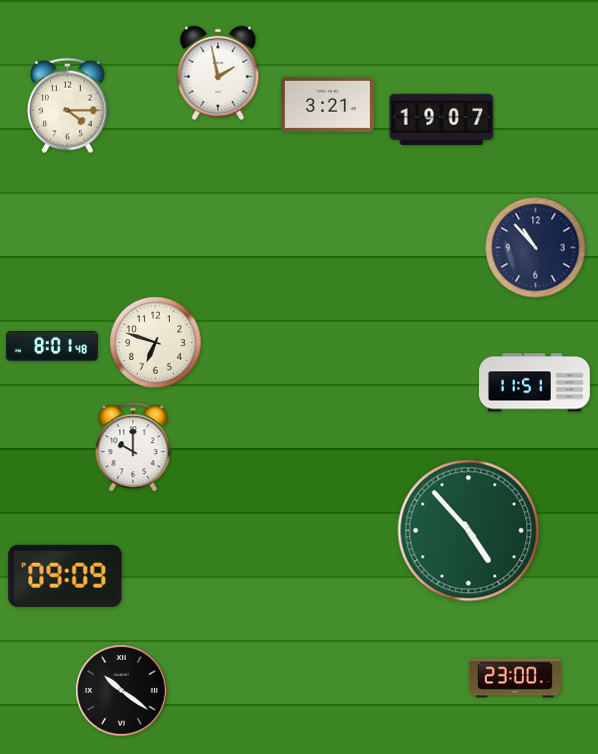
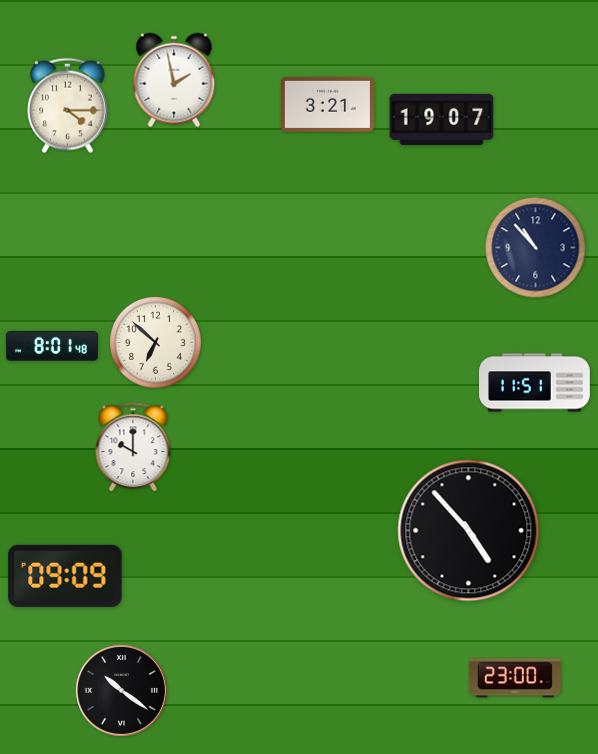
clock at (218, 73) position: (218, 73) -> (174, 80)
clock at (156, 343): 6:48 -> 6:52
clock at (469, 531) dial: green -> black
